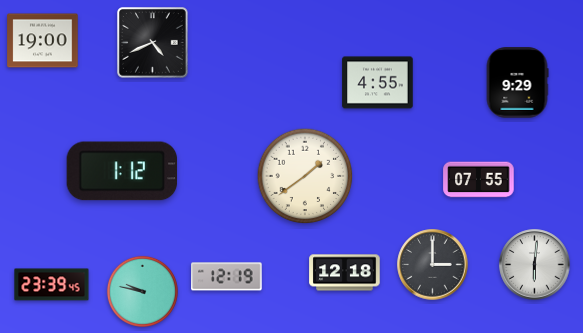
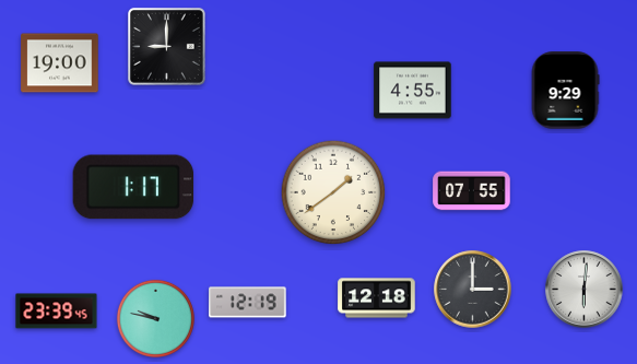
clock at (43, 41) position: (43, 41) -> (60, 63)
clock at (153, 43): 4:41 -> 9:00
clock at (122, 171): 1:12 -> 1:17
clock at (479, 180) position: (479, 180) -> (472, 191)
